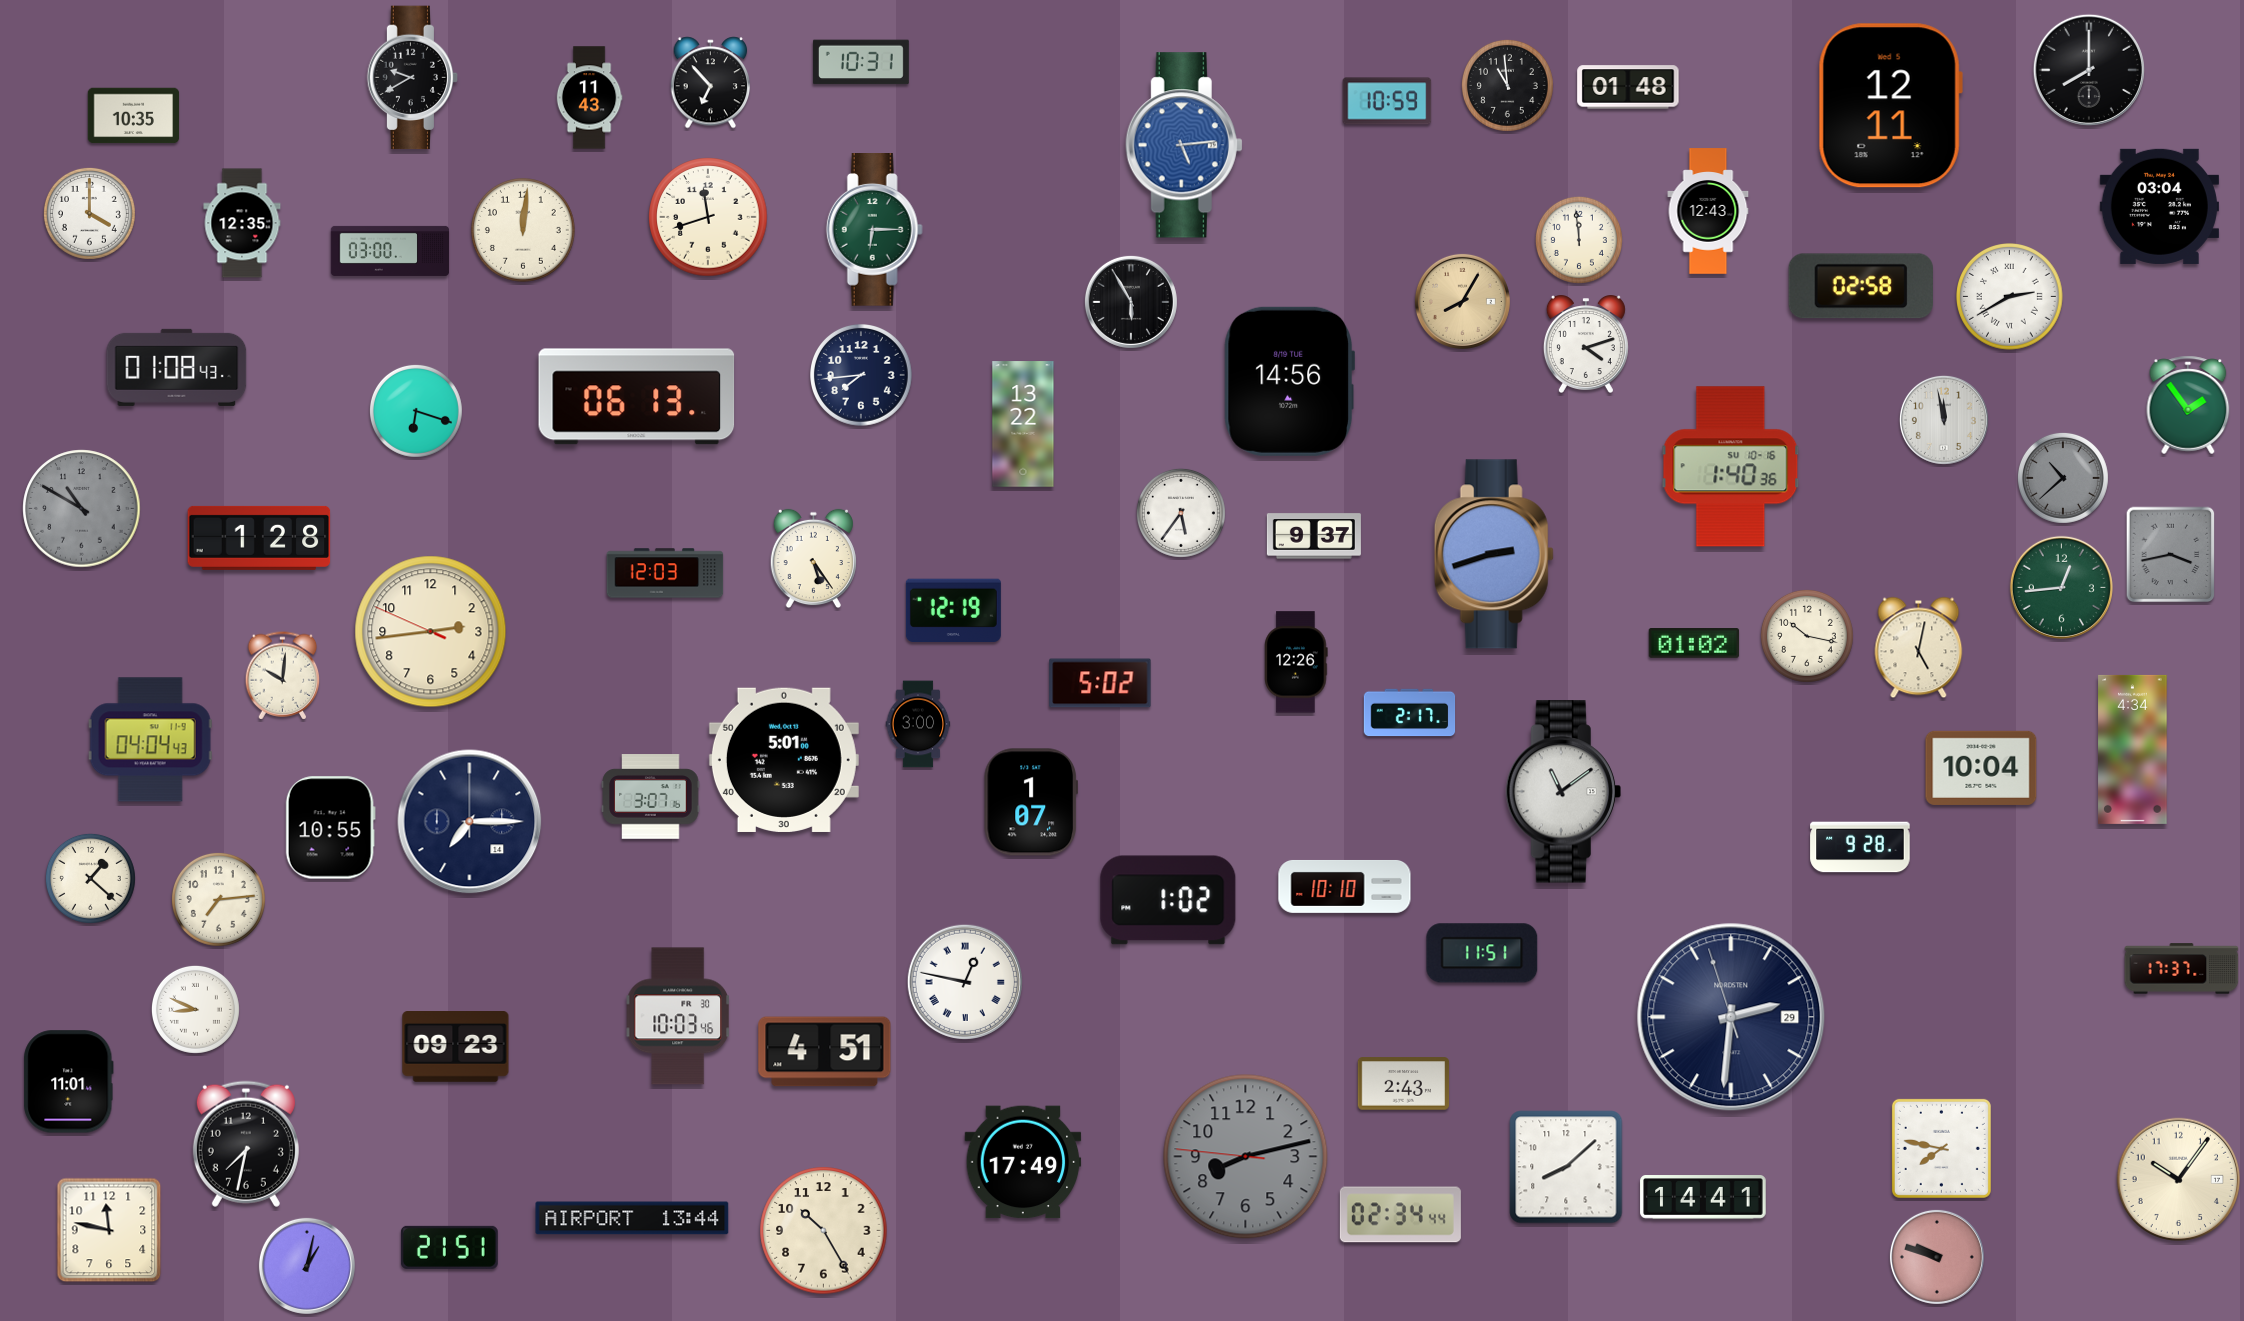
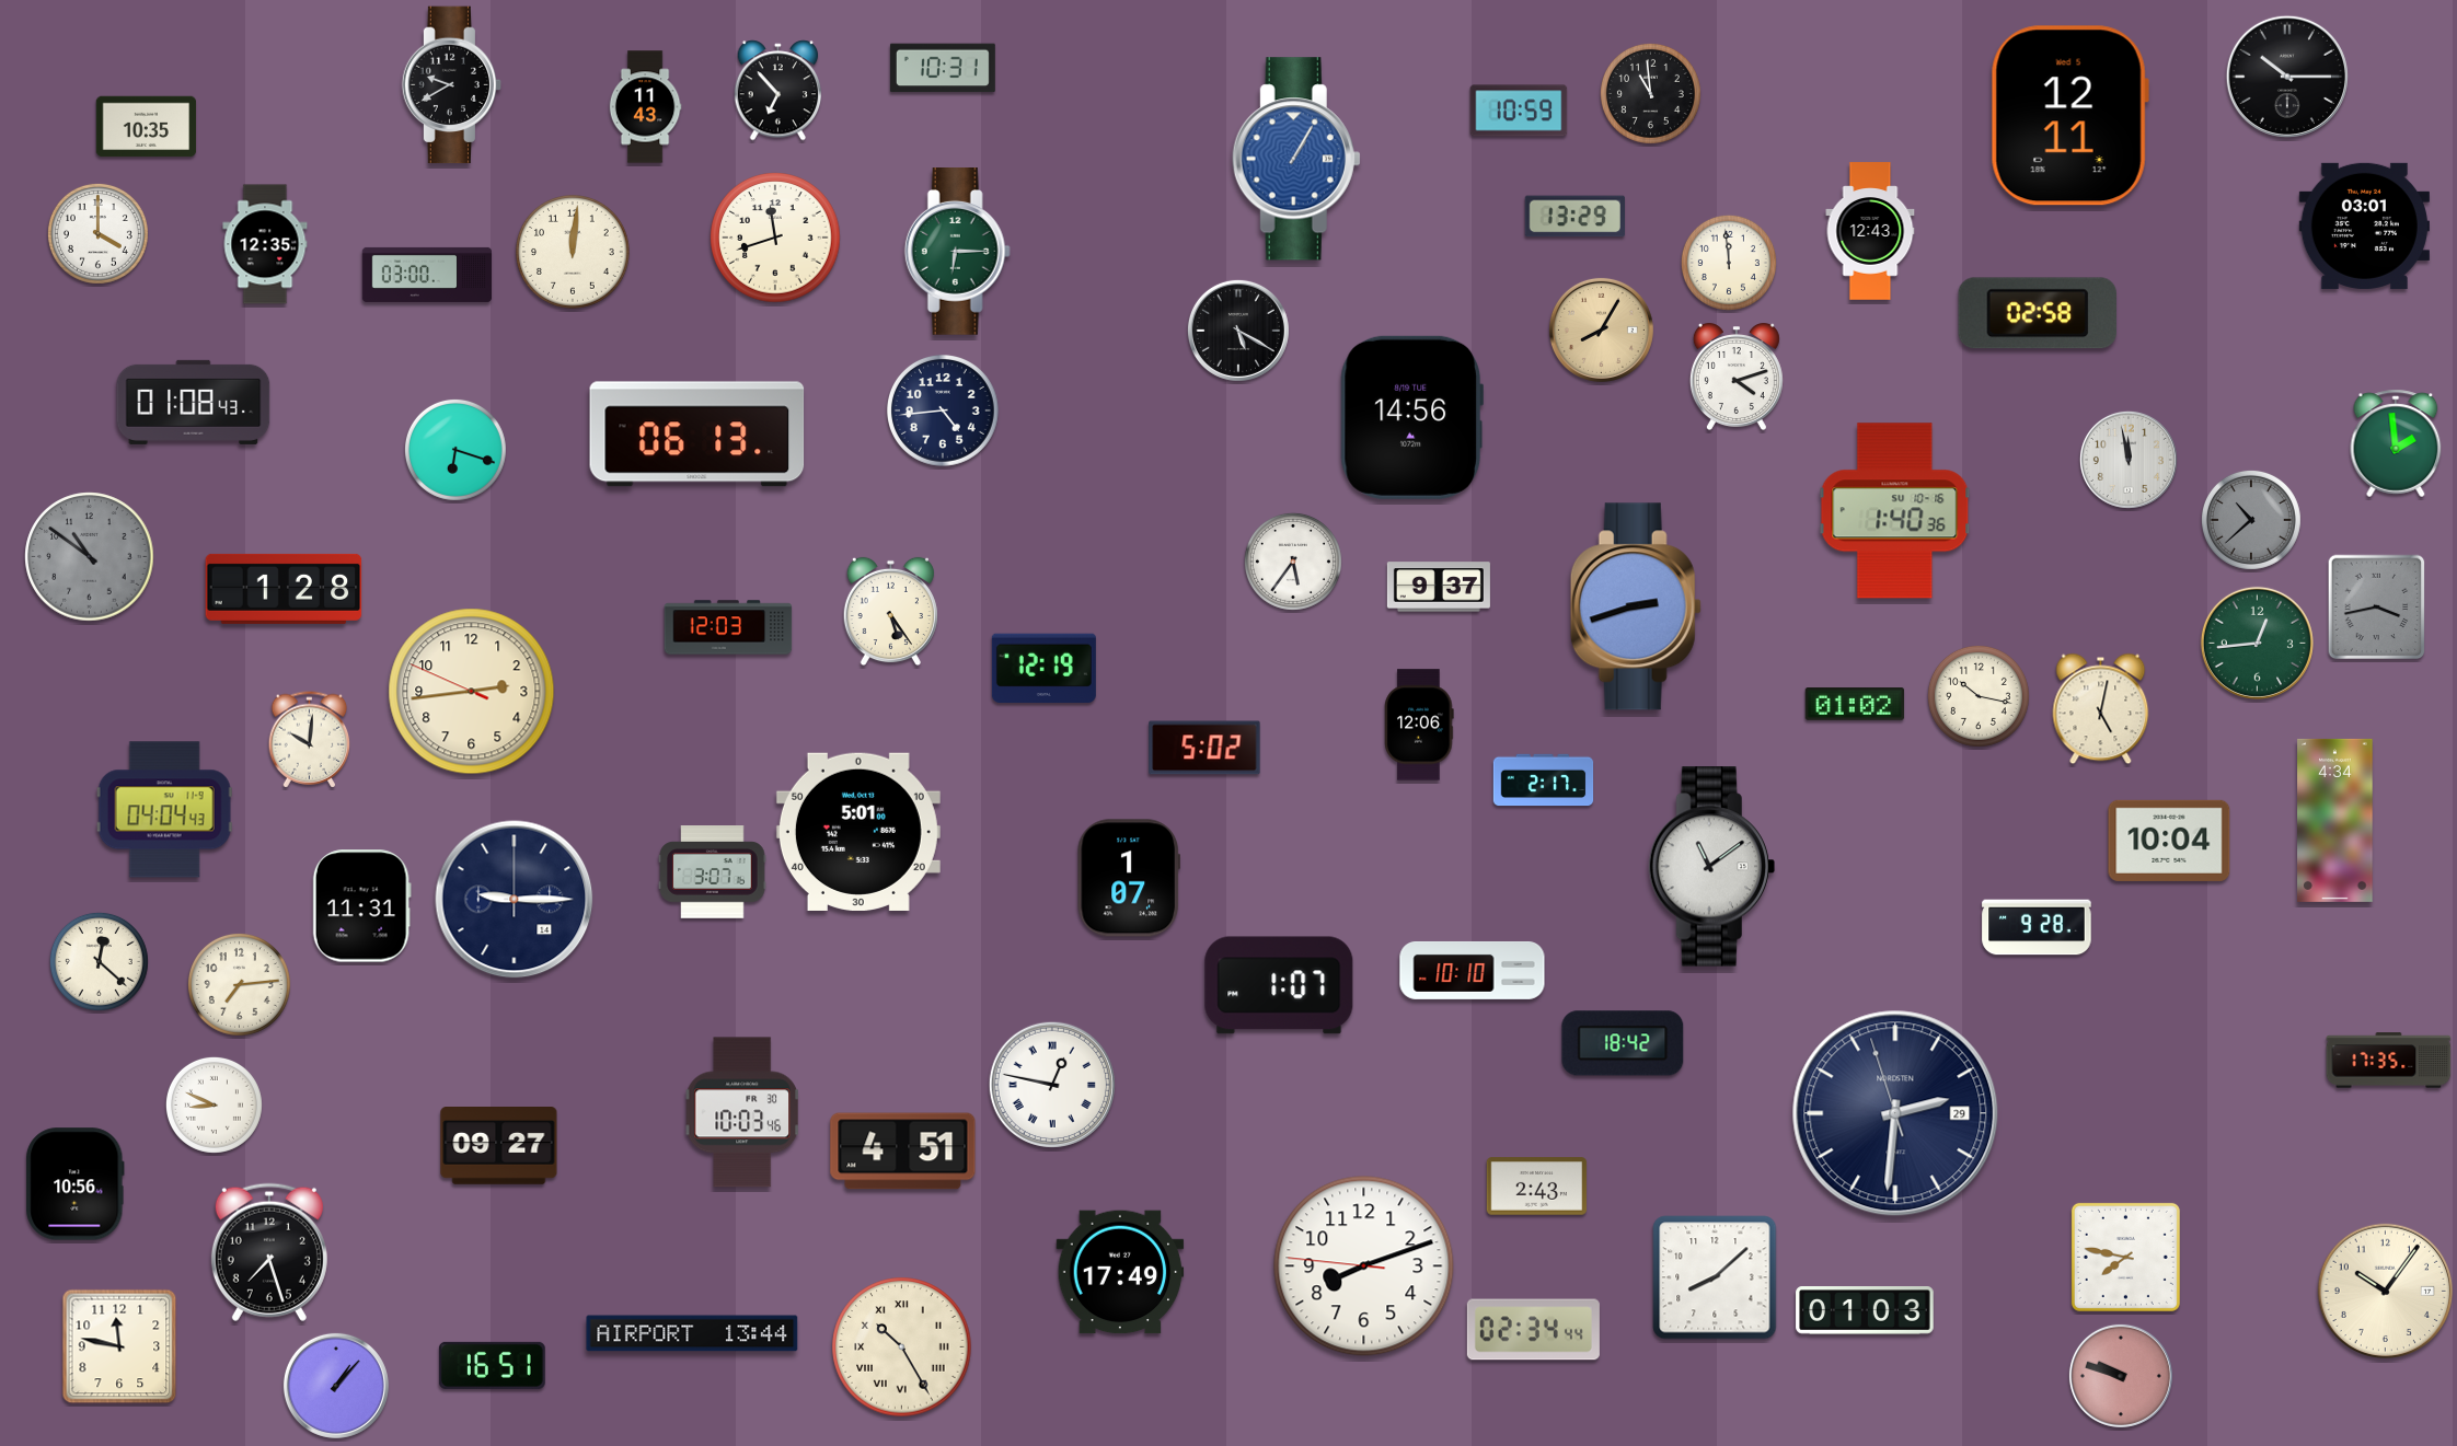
clock at (2089, 70): 8:00 -> 10:15
clock at (1628, 87): 01:48 -> none
clock at (1184, 145): 5:14 -> 1:05
clock at (1574, 217): none -> 13:29
clock at (2159, 206): 03:04 -> 03:01
clock at (2010, 297): 2:40 -> none
clock at (1131, 302): 5:55 -> 5:20
clock at (862, 376): 7:44 -> 4:44
clock at (2188, 405): 1:54 -> 1:59
clock at (1023, 424): 13:22 -> none
clock at (2063, 478) position: (2063, 478) -> (2251, 520)
clock at (82, 509): 10:50 -> 10:51
clock at (1296, 662): 12:26 -> 12:06
clock at (918, 724): 3:00 -> none
clock at (470, 822): 7:15 -> 9:15
clock at (330, 828): 10:55 -> 11:31
clock at (90, 878): 1:22 -> 12:22
clock at (1168, 900): 1:02 -> 1:07
clock at (1482, 953): 11:51 -> 18:42
clock at (2182, 969): 17:37 -> 17:35
clock at (965, 982) position: (965, 982) -> (1052, 1085)
clock at (456, 1047): 09:23 -> 09:27
clock at (69, 1082): 11:01 -> 10:56
clock at (246, 1144): 7:32 -> 7:27
clock at (1246, 1157): 8:12 -> 8:11
clock at (1246, 1157) dial: grey -> white
clock at (1703, 1198): 14:41 -> 01:03
clock at (824, 1231) numerals: Arabic -> Roman
clock at (449, 1247): 21:51 -> 16:51
clock at (307, 1266): 1:02 -> 1:07
